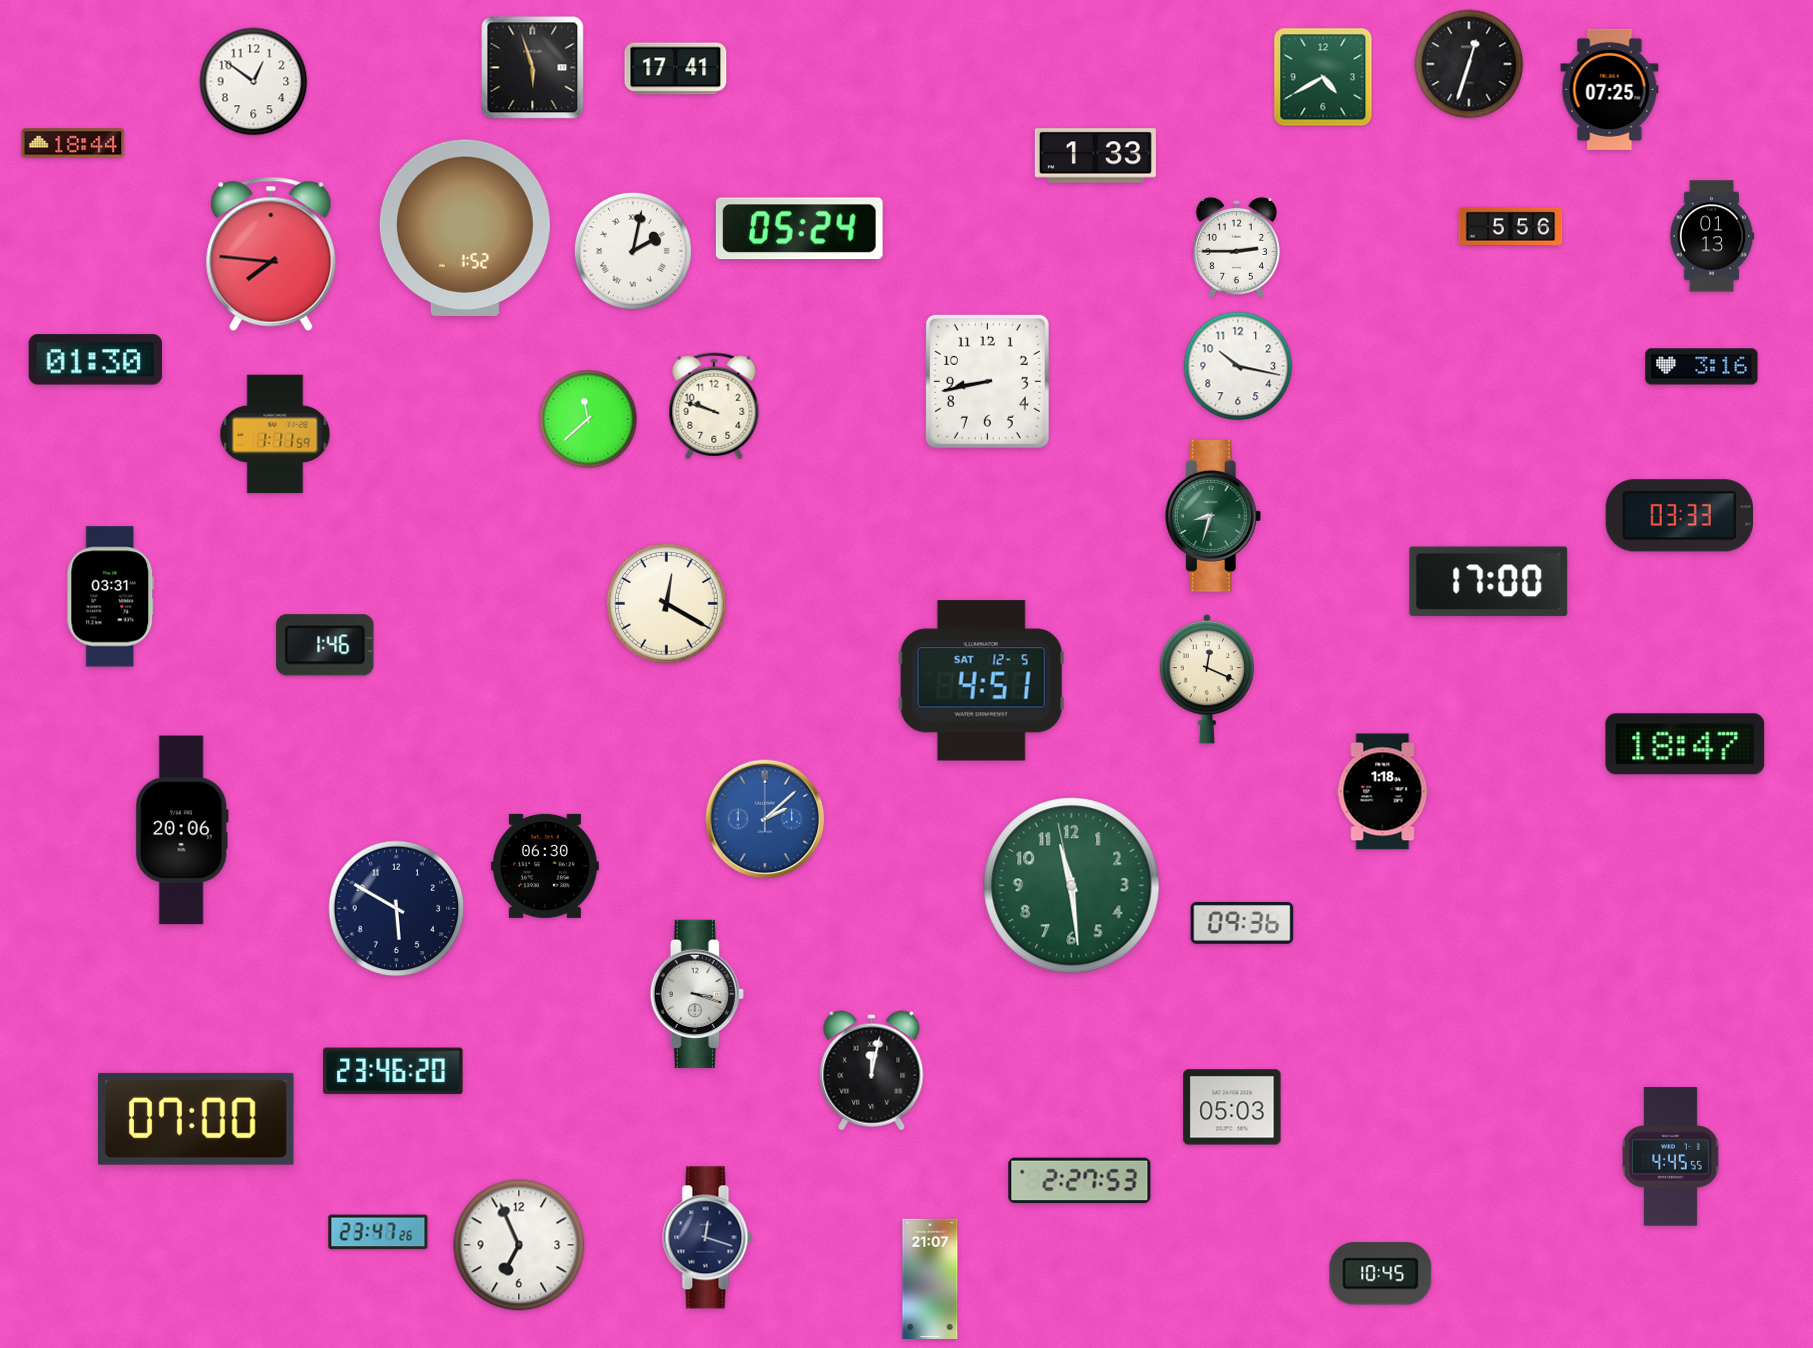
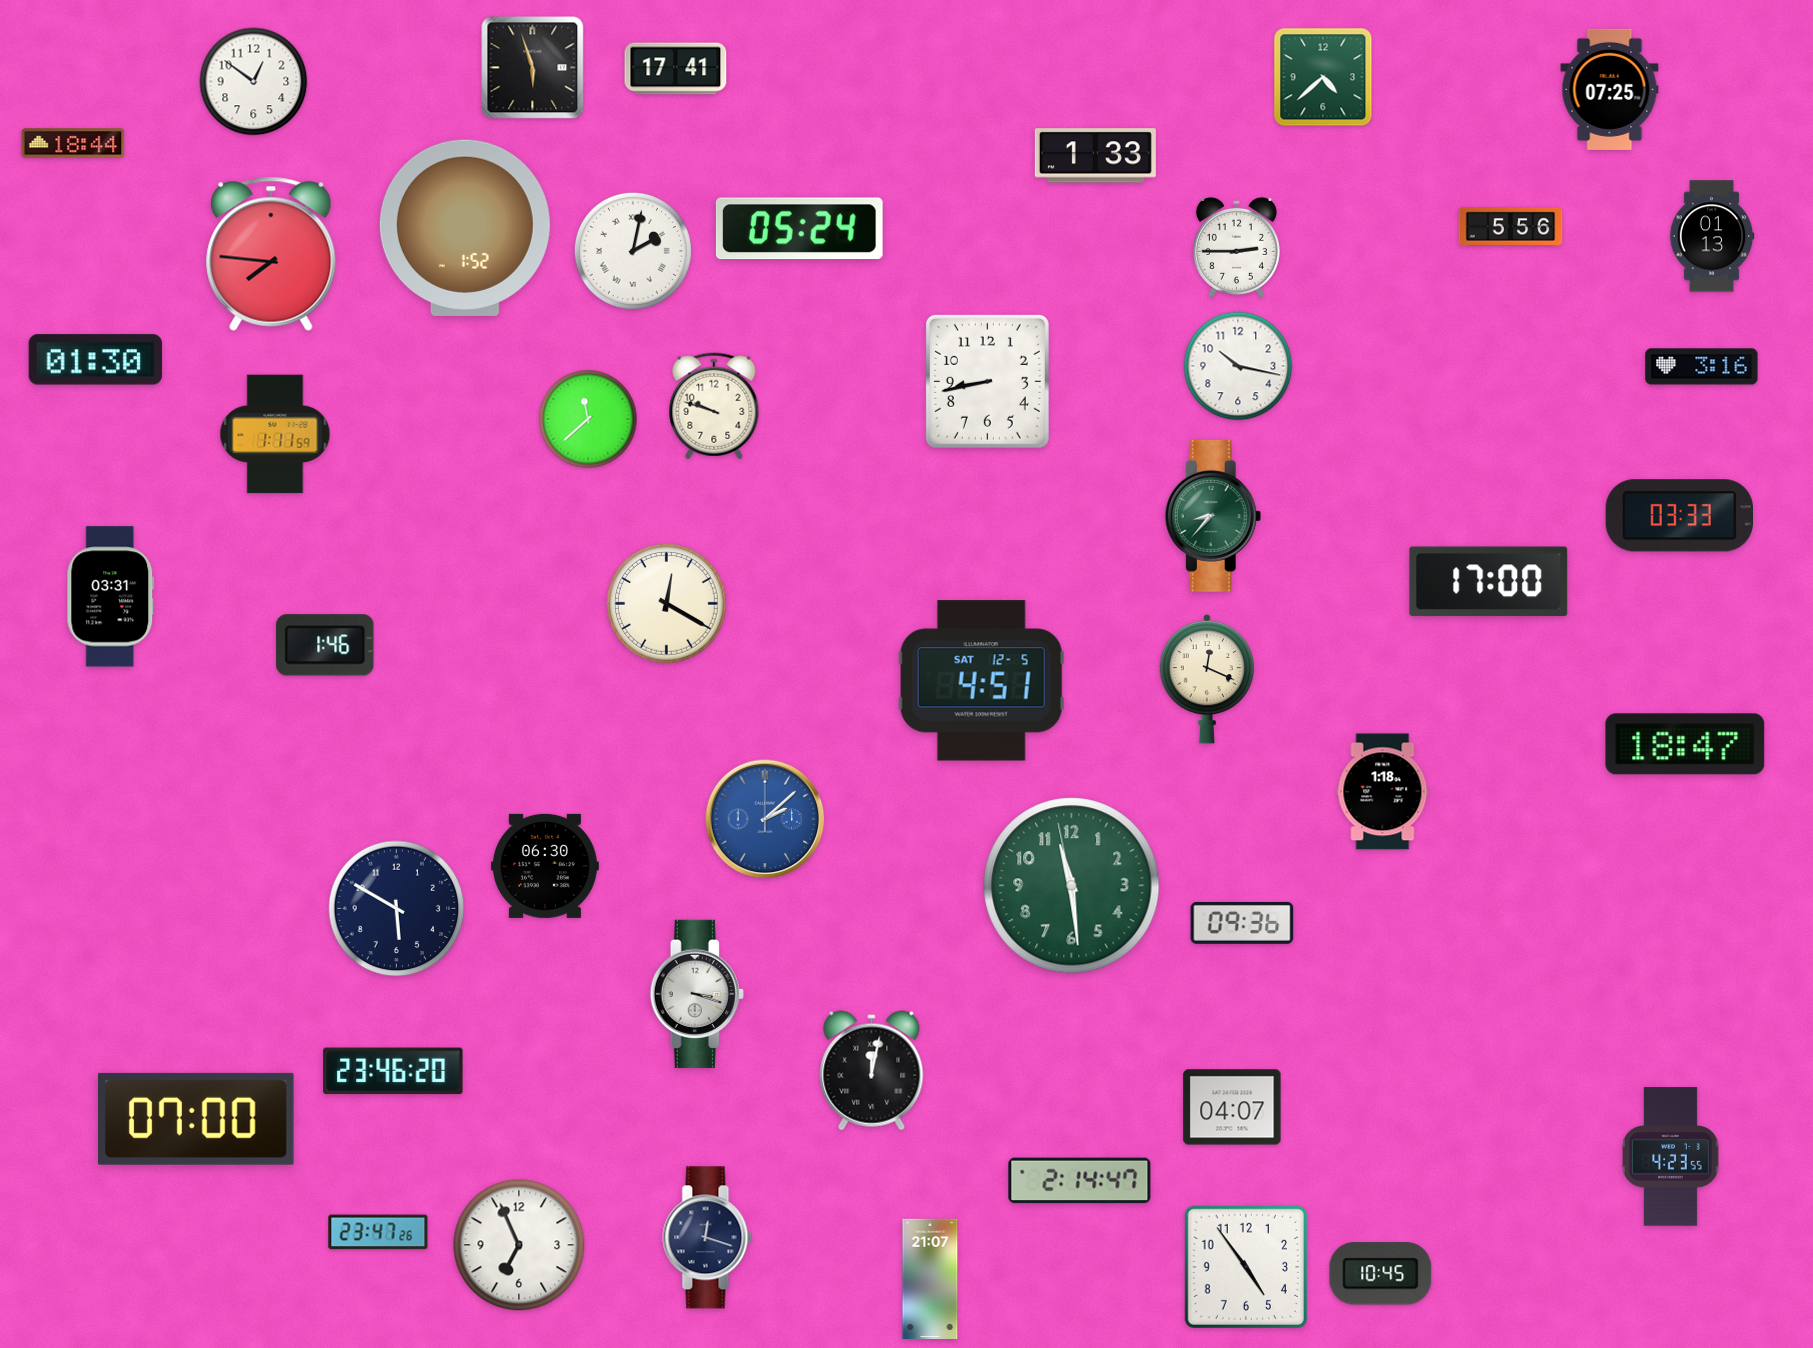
clock at (1469, 64): 12:33 -> none
clock at (1323, 77): 4:40 -> 4:38
clock at (1213, 516): 8:33 -> 8:37
clock at (182, 830): 20:06 -> none
clock at (1232, 1107): 05:03 -> 04:07
clock at (1671, 1157): 4:45 -> 4:23
clock at (1080, 1181): 2:27 -> 2:14
clock at (1246, 1267): none -> 4:54
